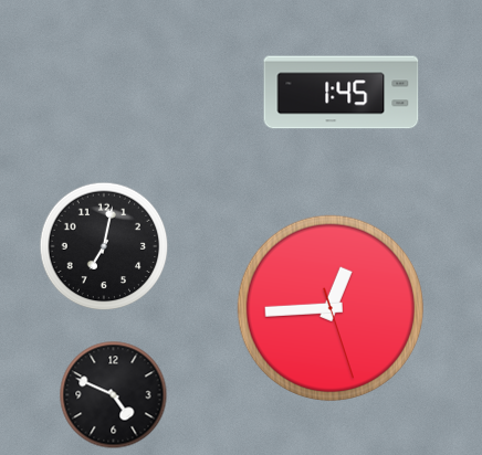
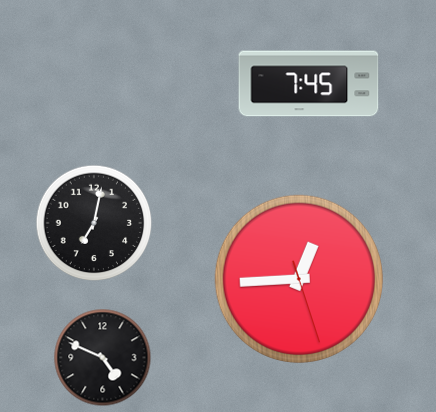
clock at (342, 93): 1:45 -> 7:45
